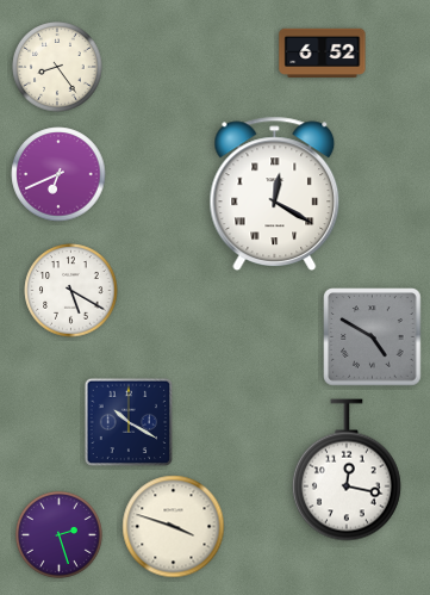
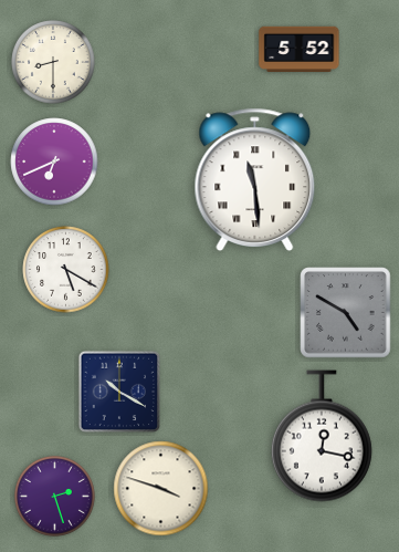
clock at (323, 52): 6:52 -> 5:52
clock at (57, 67): 8:24 -> 8:30
clock at (275, 193): 12:20 -> 11:29
